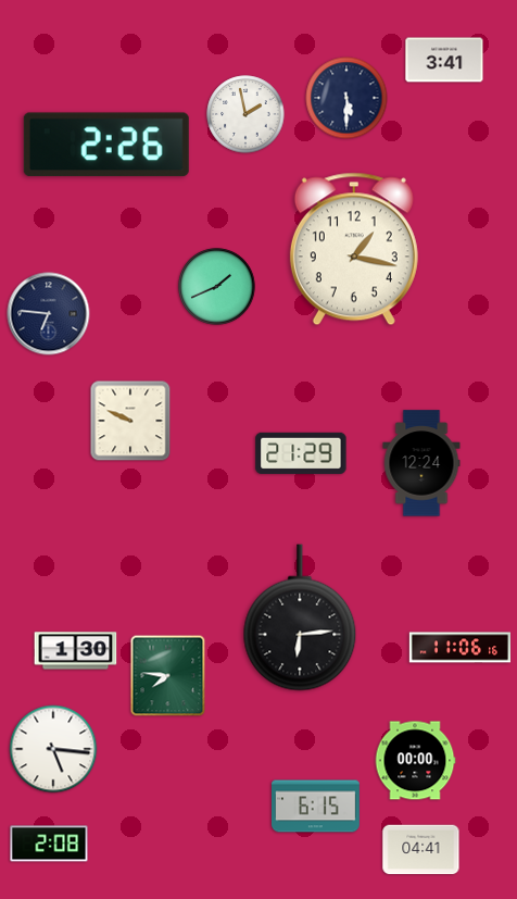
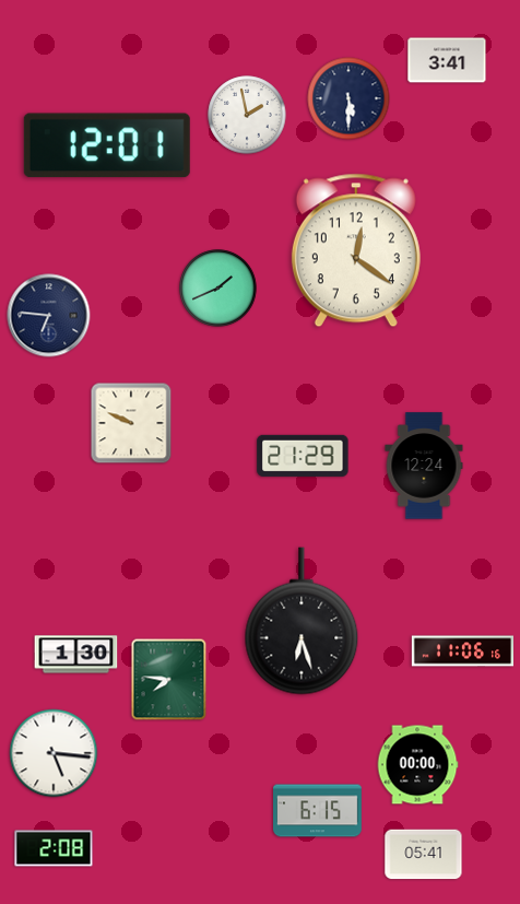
clock at (106, 145): 2:26 -> 12:01
clock at (354, 249): 1:17 -> 12:21
clock at (300, 617): 6:14 -> 6:27
clock at (49, 844) position: (49, 844) -> (54, 848)
clock at (421, 850): 04:41 -> 05:41
